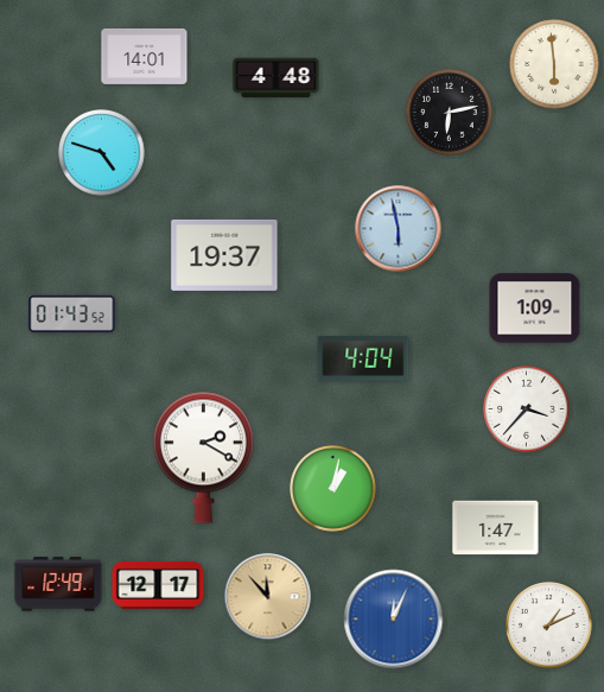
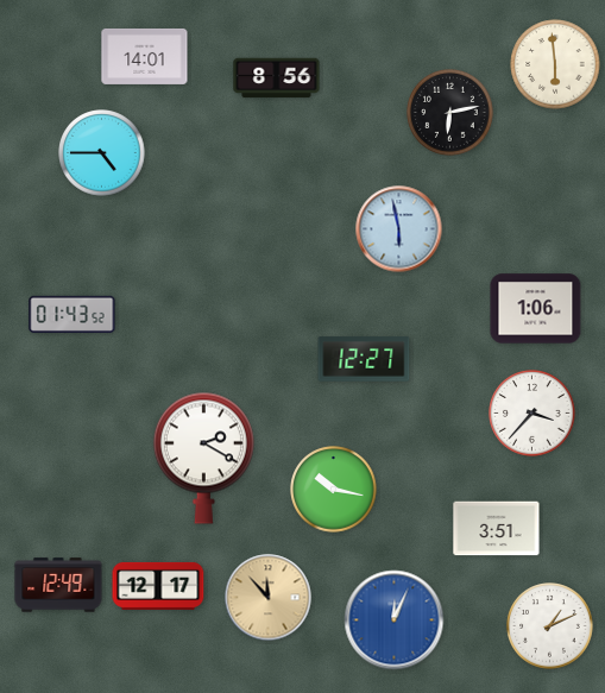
clock at (276, 78): 4:48 -> 8:56
clock at (102, 153): 4:48 -> 4:45
clock at (224, 255): 19:37 -> none
clock at (535, 309): 1:09 -> 1:06
clock at (363, 358): 4:04 -> 12:27
clock at (527, 410) position: (527, 410) -> (532, 414)
clock at (333, 489): 1:02 -> 10:17
clock at (496, 528): 1:47 -> 3:51
